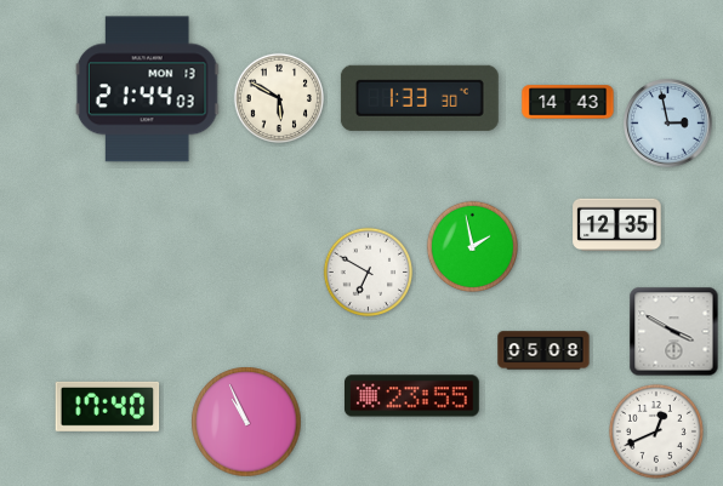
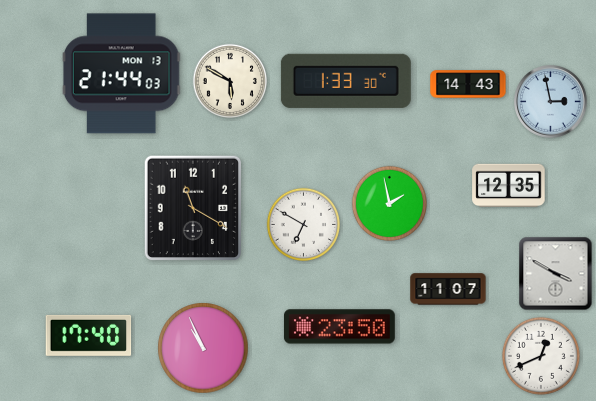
clock at (192, 208): none -> 11:20
clock at (543, 350): 05:08 -> 11:07
clock at (411, 396): 23:55 -> 23:50
